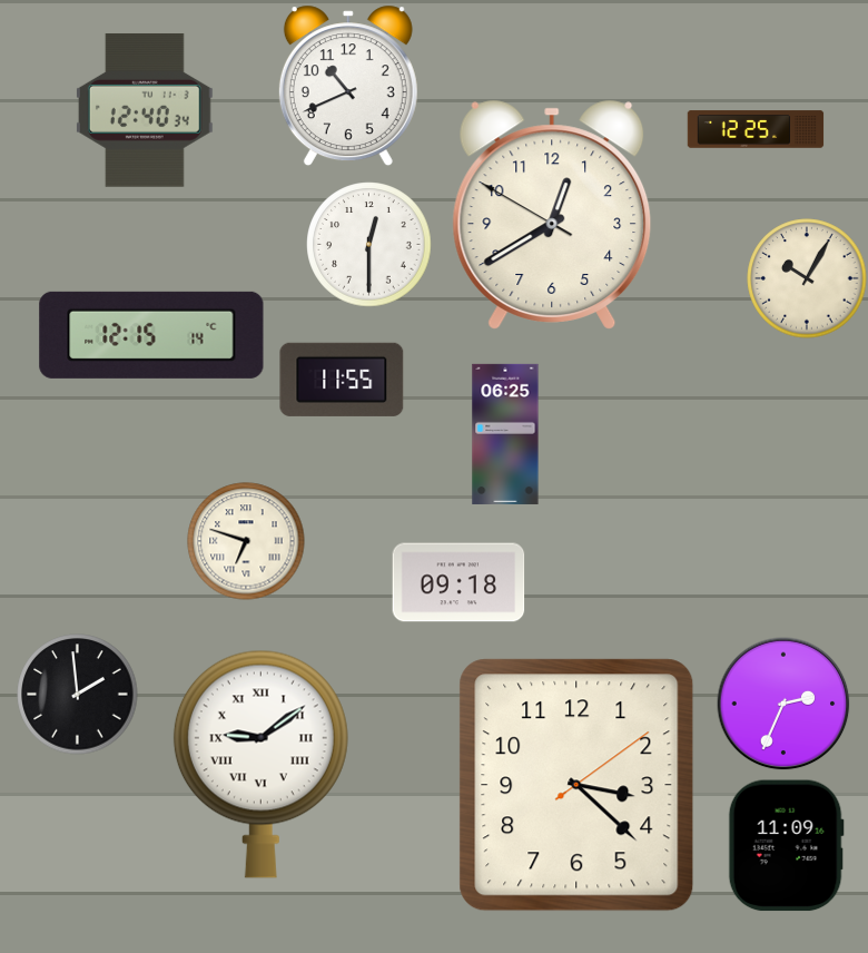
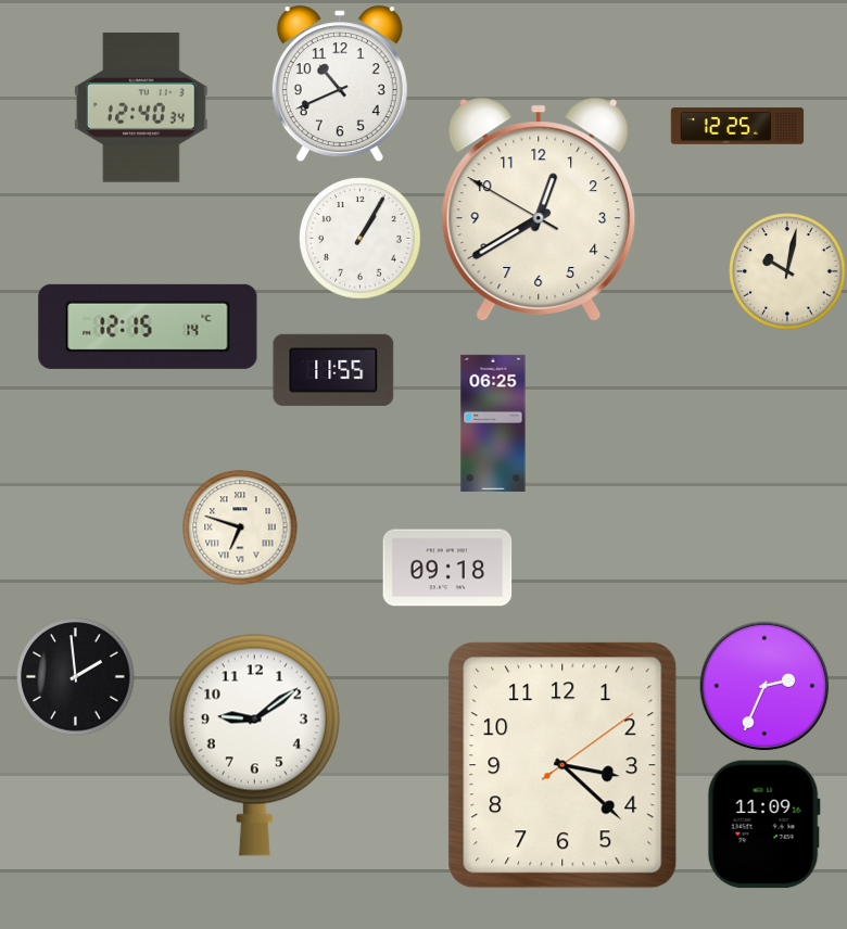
clock at (369, 245): 12:30 -> 1:05
clock at (807, 278): 10:05 -> 10:02
clock at (260, 764) numerals: Roman -> Arabic
clock at (786, 846) position: (786, 846) -> (763, 825)
